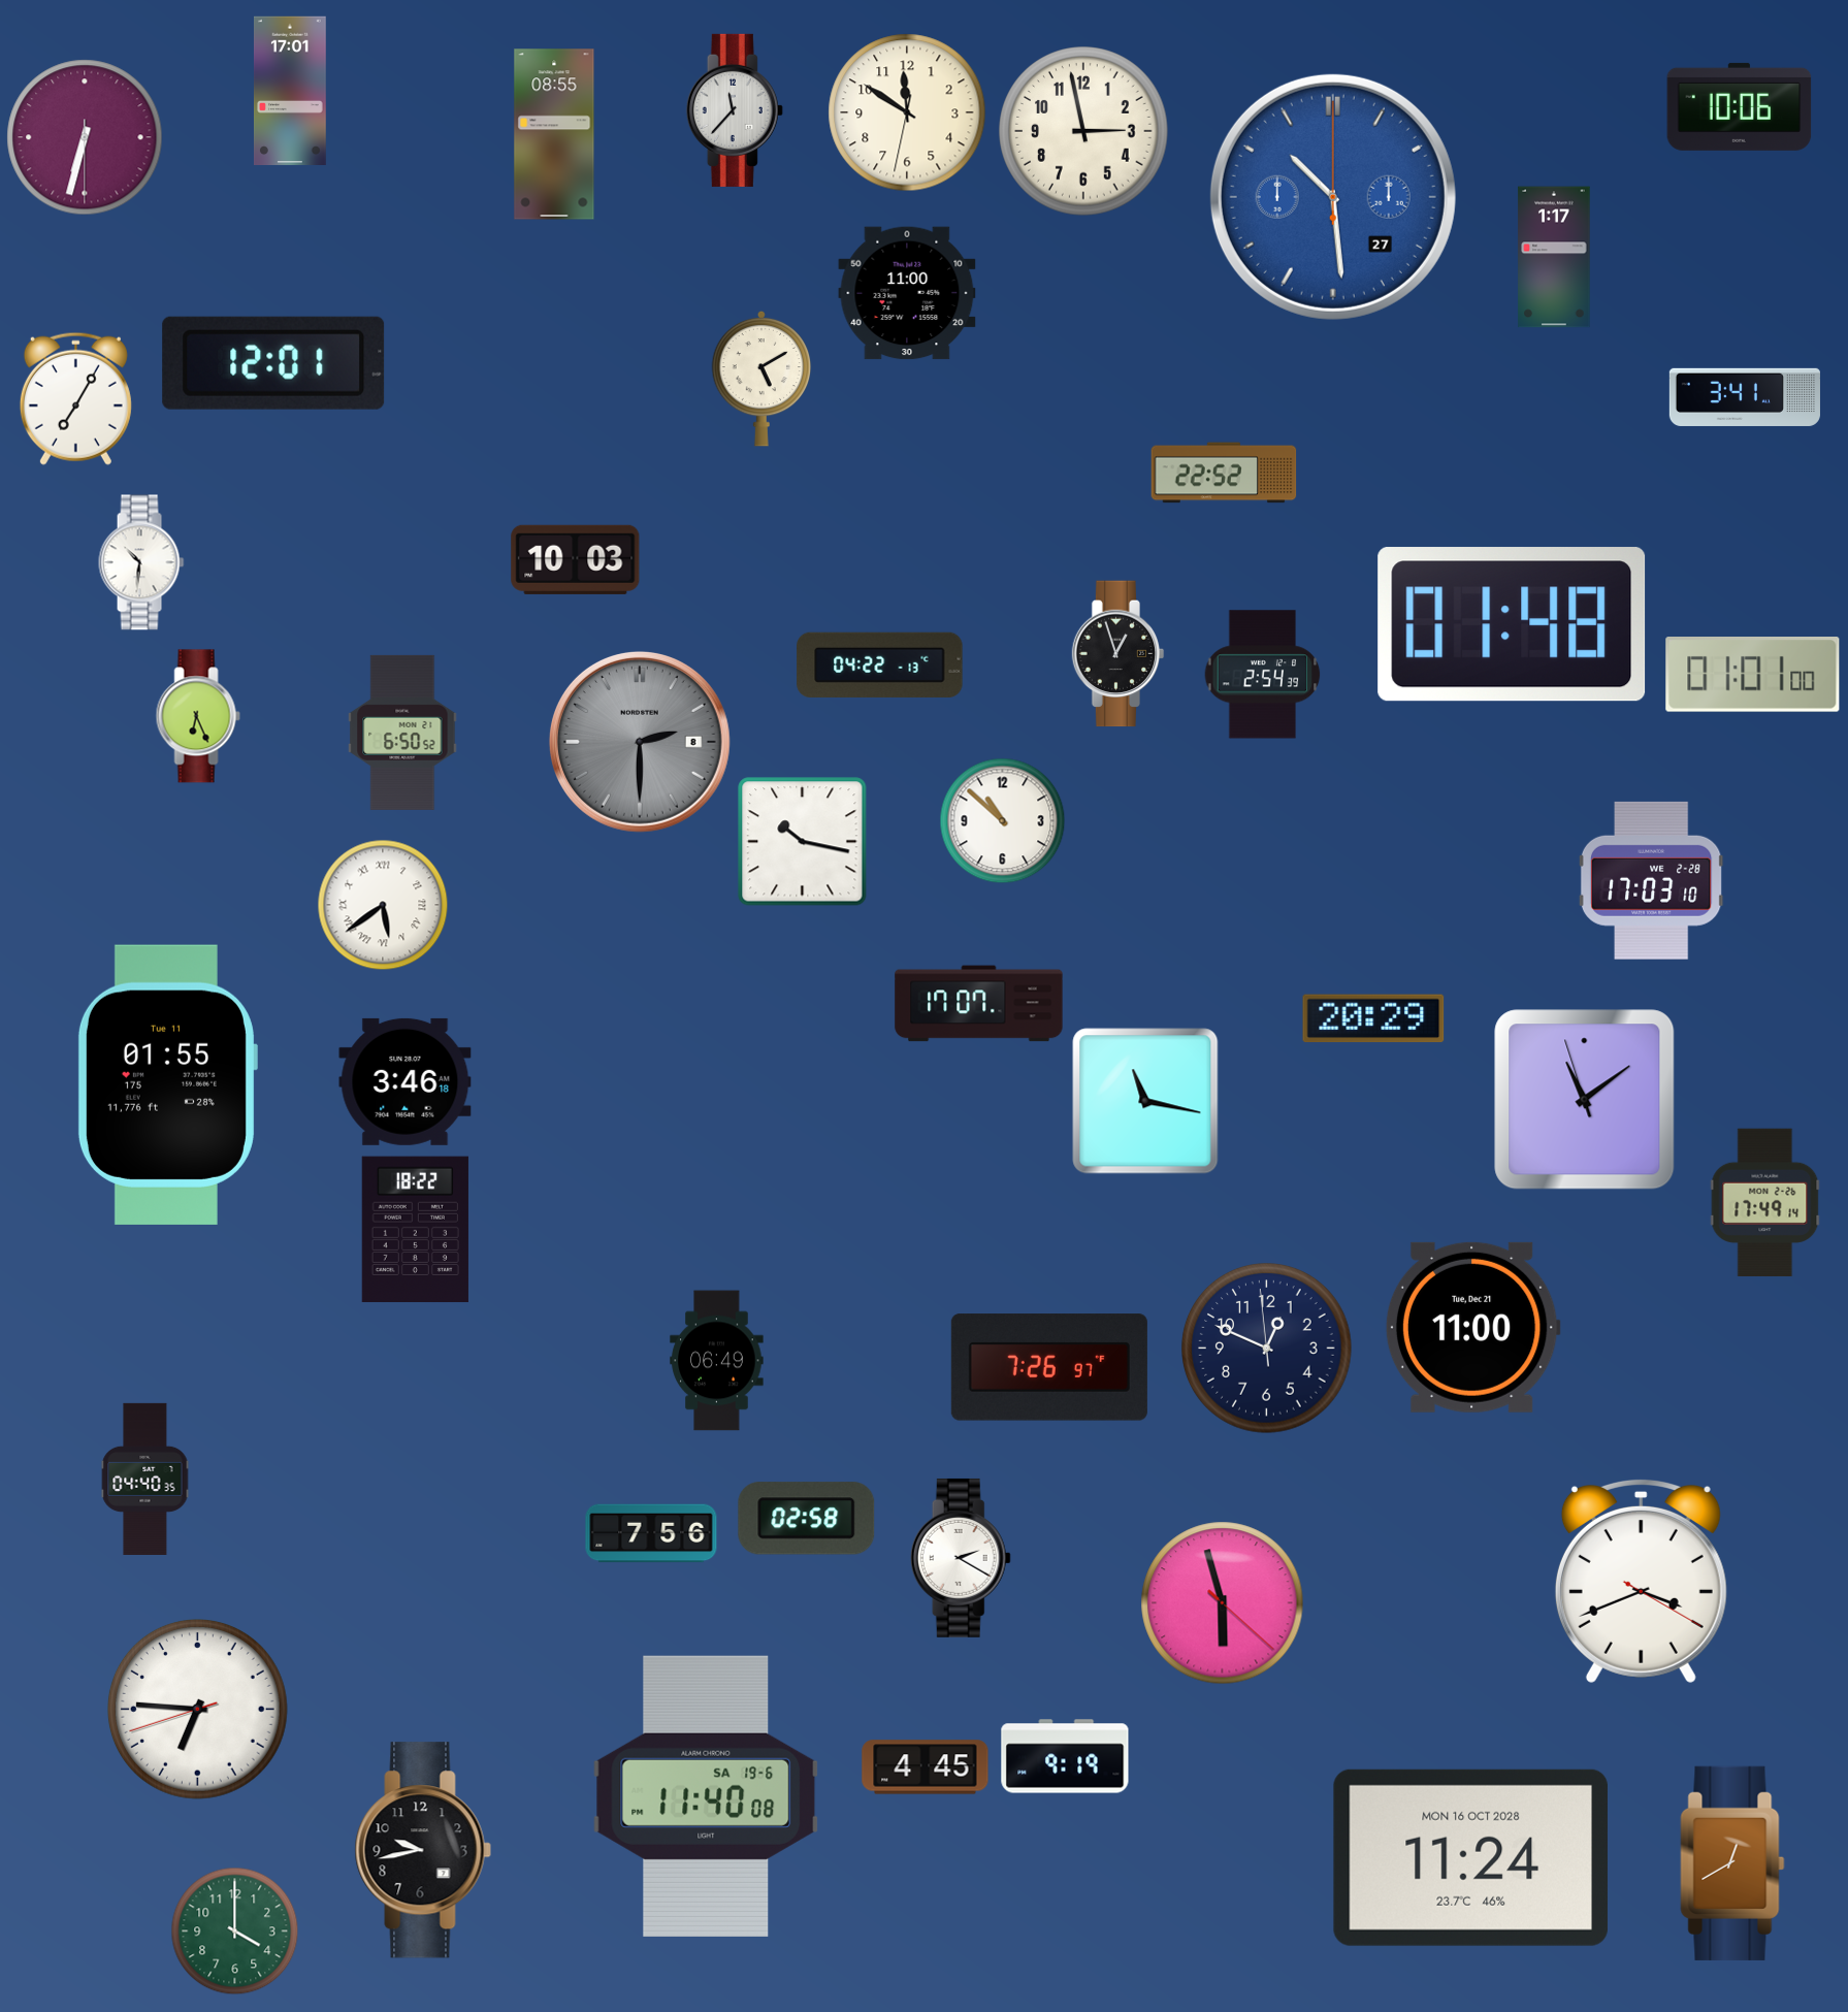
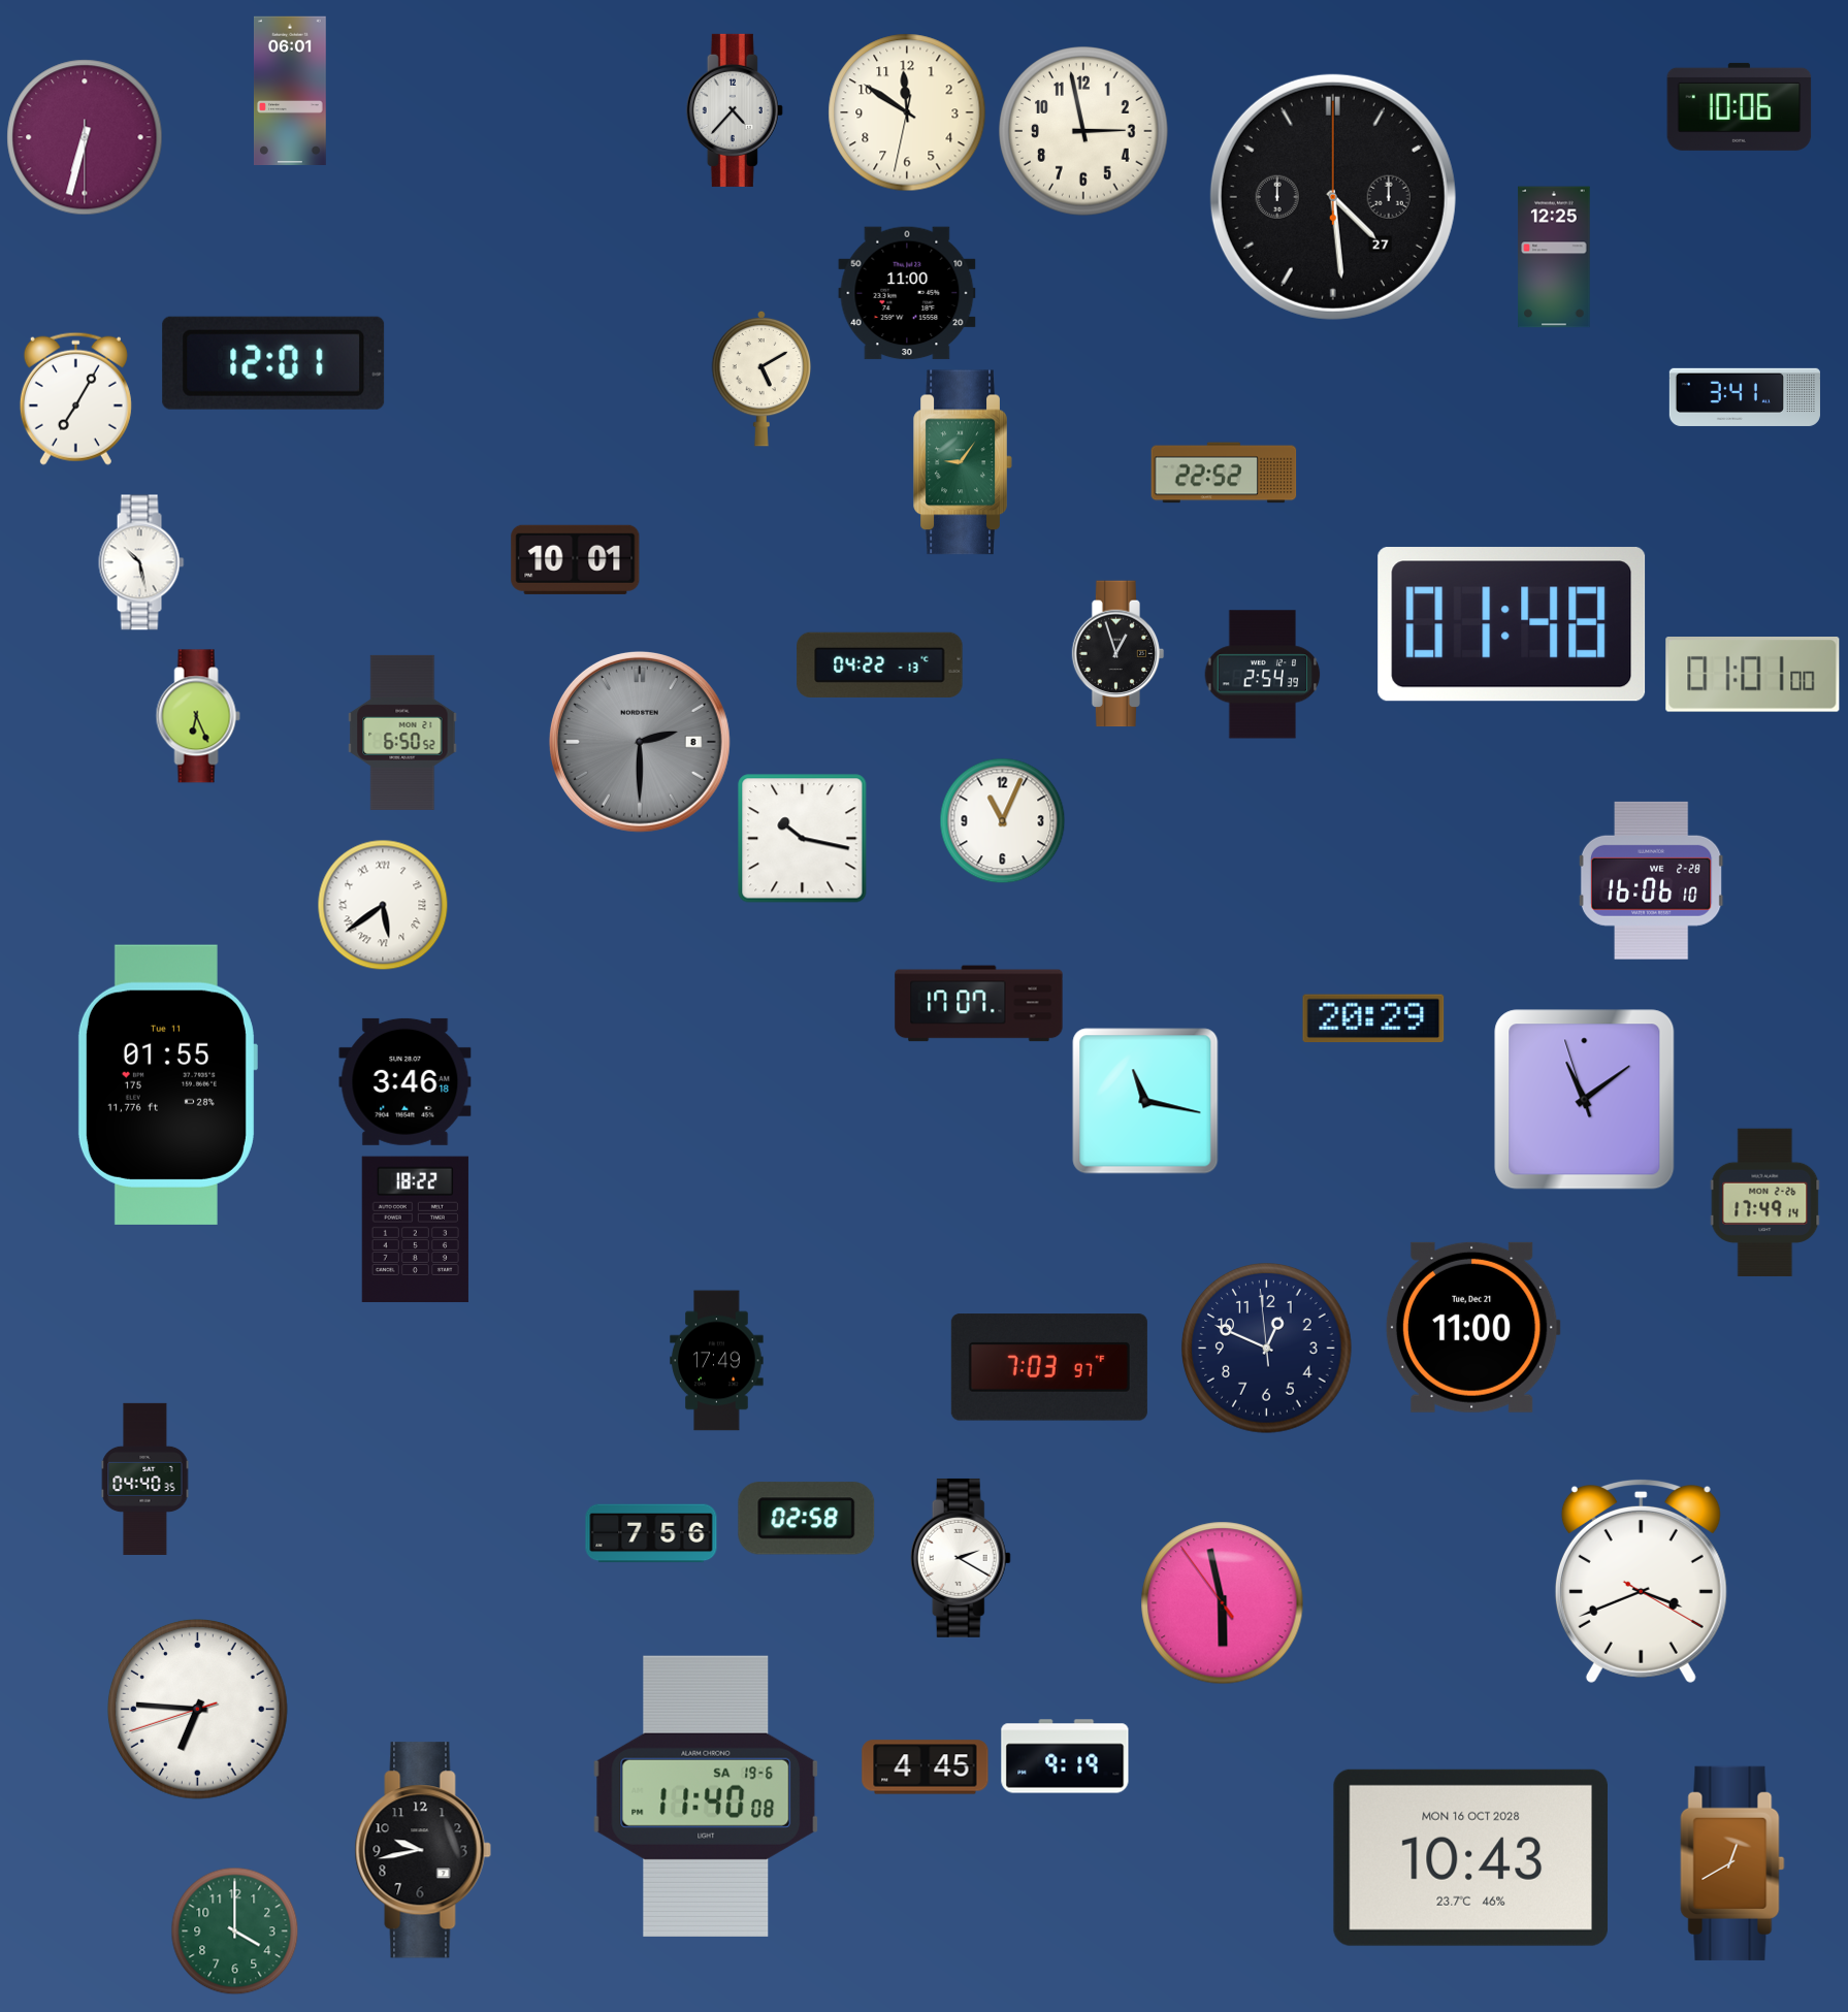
clock at (291, 90): 17:01 -> 06:01
clock at (735, 110): 11:37 -> 4:37
clock at (554, 134): 08:55 -> none
clock at (1333, 197): 10:29 -> 4:29
clock at (1333, 197) dial: blue -> black
clock at (1554, 257): 1:17 -> 12:25
clock at (963, 462): none -> 9:06
clock at (576, 559): 10:03 -> 10:01
clock at (141, 562): 10:31 -> 10:28
clock at (1003, 821): 10:52 -> 11:04
clock at (803, 842) position: (803, 842) -> (803, 839)
clock at (1651, 880): 17:03 -> 16:06
clock at (717, 1361): 06:49 -> 17:49
clock at (1049, 1367): 7:26 -> 7:03
clock at (1223, 1603): 5:57:22 -> 5:57:54
clock at (1470, 1857): 11:24 -> 10:43
